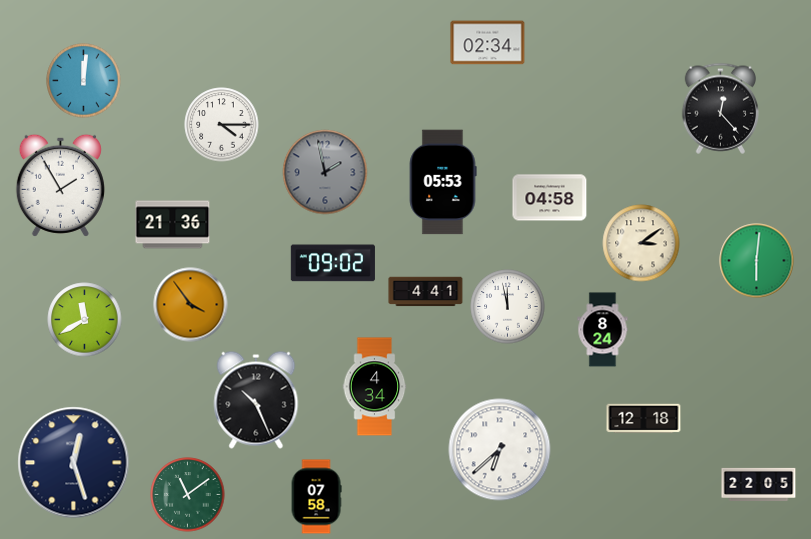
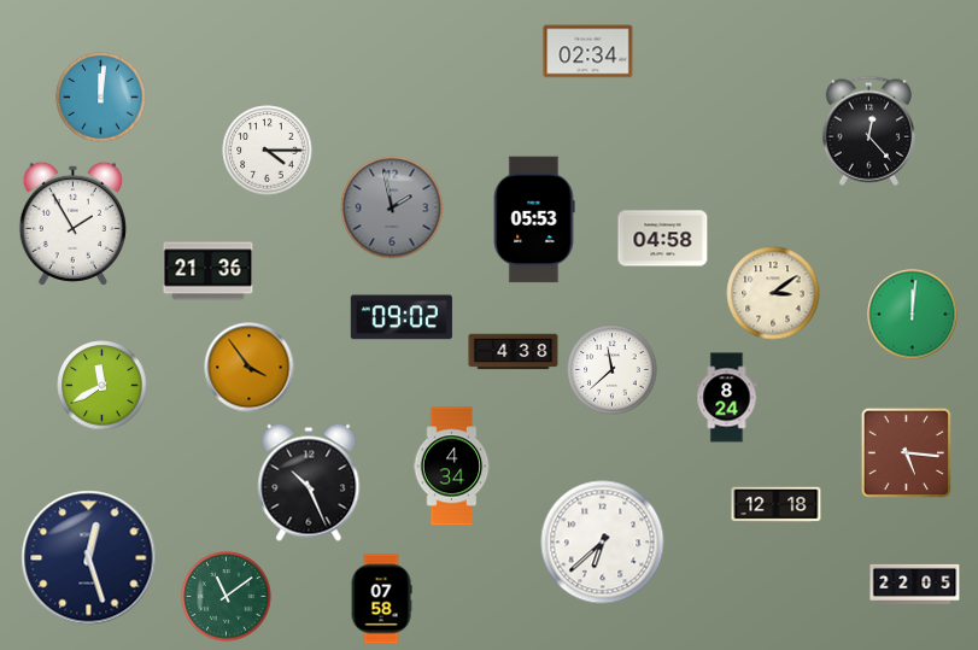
clock at (757, 261): 6:01 -> 12:01
clock at (426, 292): 4:41 -> 4:38
clock at (191, 305) position: (191, 305) -> (250, 368)
clock at (508, 307): 11:58 -> 11:38
clock at (906, 452): none -> 5:16
